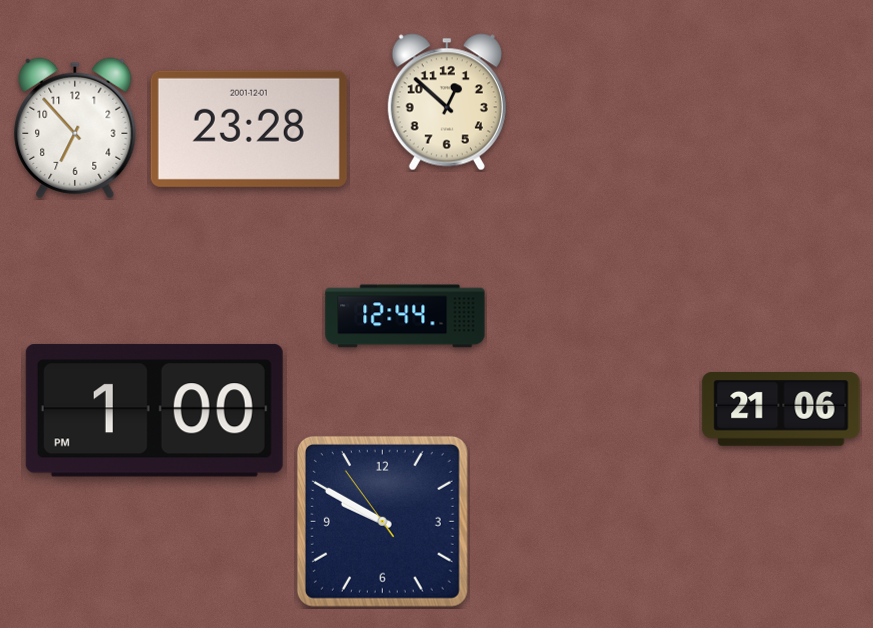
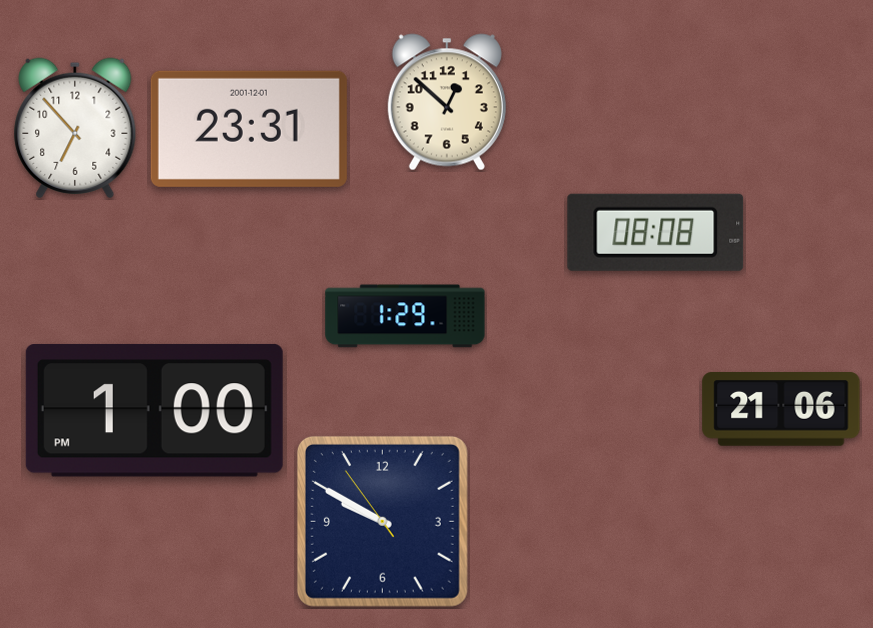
clock at (249, 129): 23:28 -> 23:31
clock at (656, 232): none -> 08:08
clock at (405, 316): 12:44 -> 1:29
